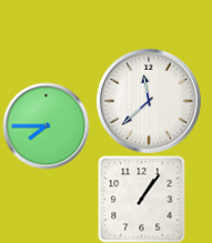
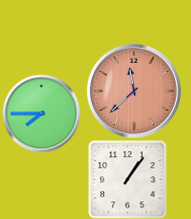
clock at (149, 101) dial: white -> salmon
